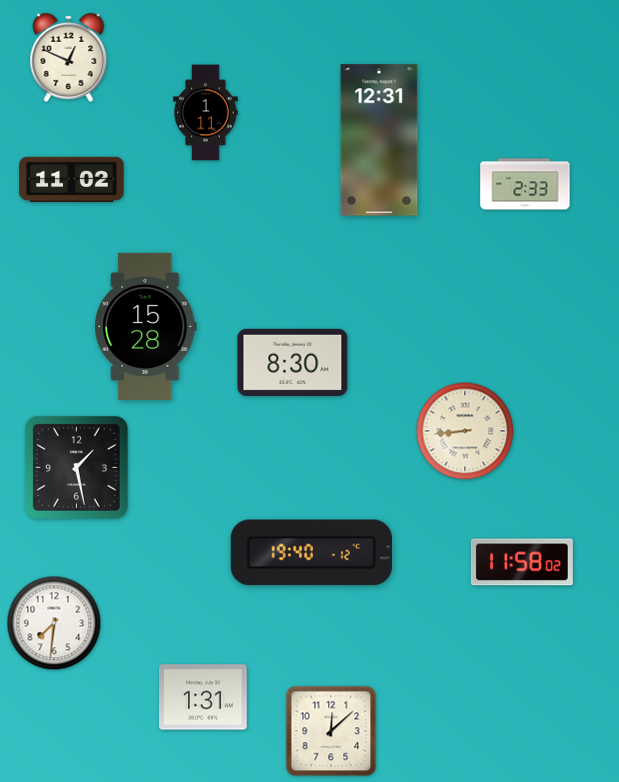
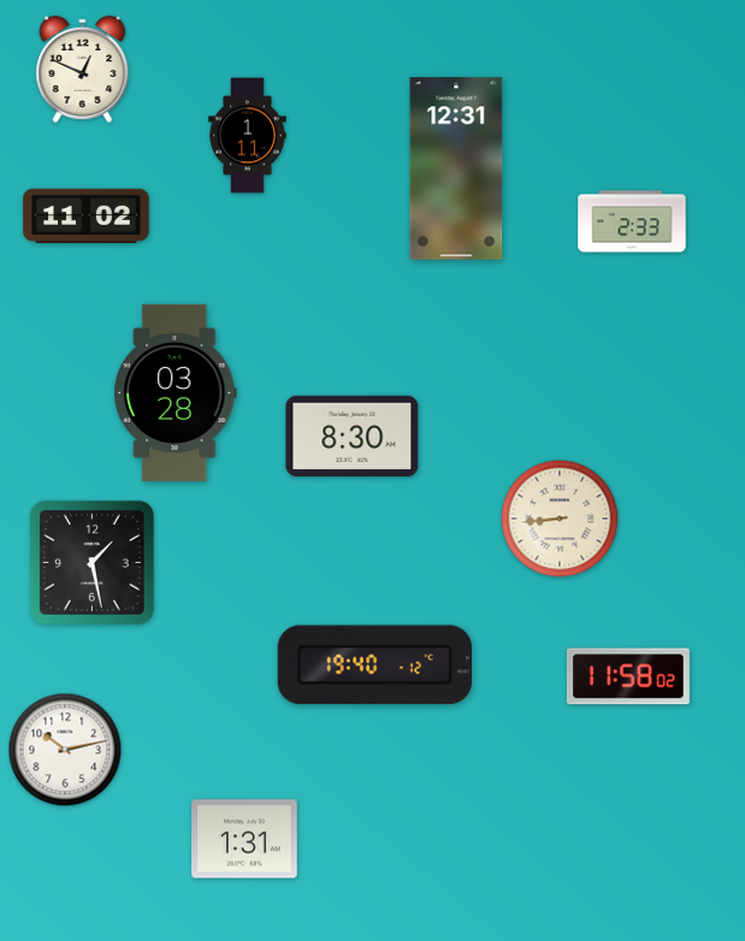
clock at (146, 326): 15:28 -> 03:28
clock at (54, 623): 7:31 -> 10:13
clock at (331, 731): 12:08 -> none
